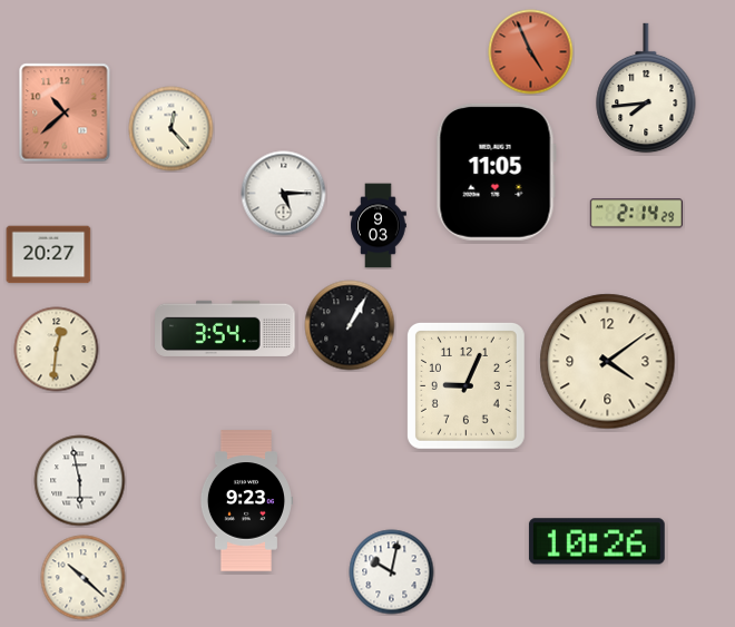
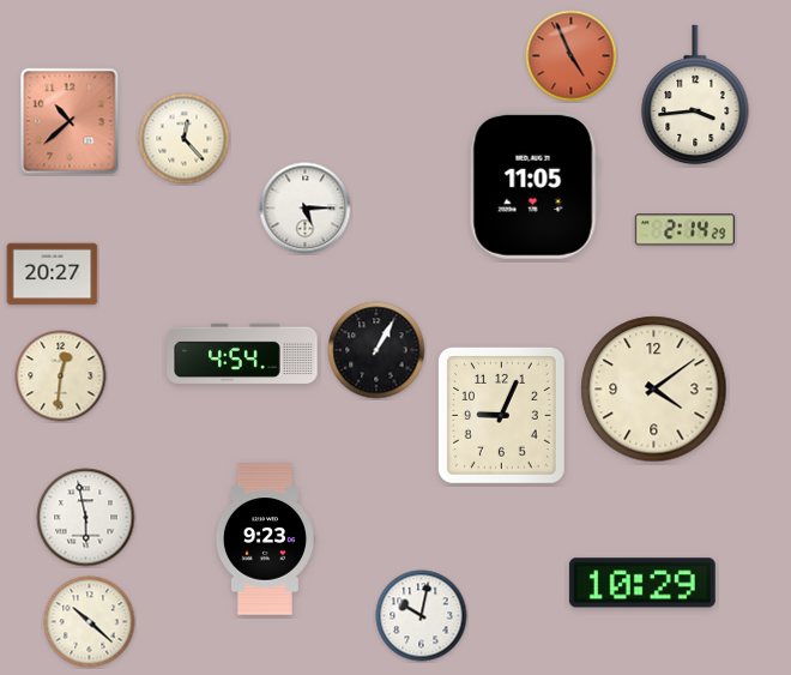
clock at (646, 88): 7:44 -> 3:44
clock at (379, 226): 9:03 -> none
clock at (225, 329): 3:54 -> 4:54
clock at (597, 541): 10:26 -> 10:29
